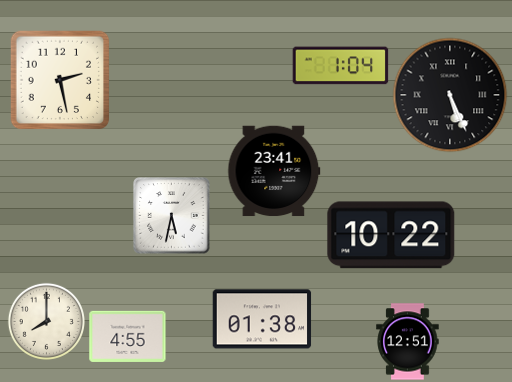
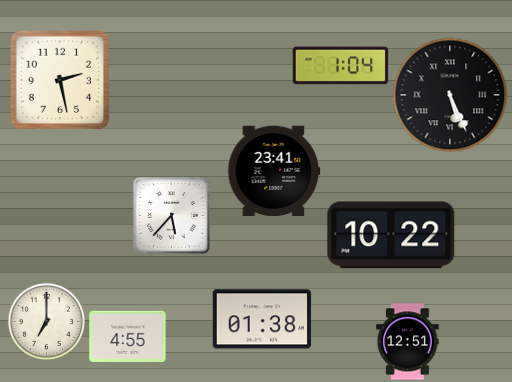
clock at (172, 216): 5:32 -> 5:37
clock at (46, 321): 8:00 -> 7:00
